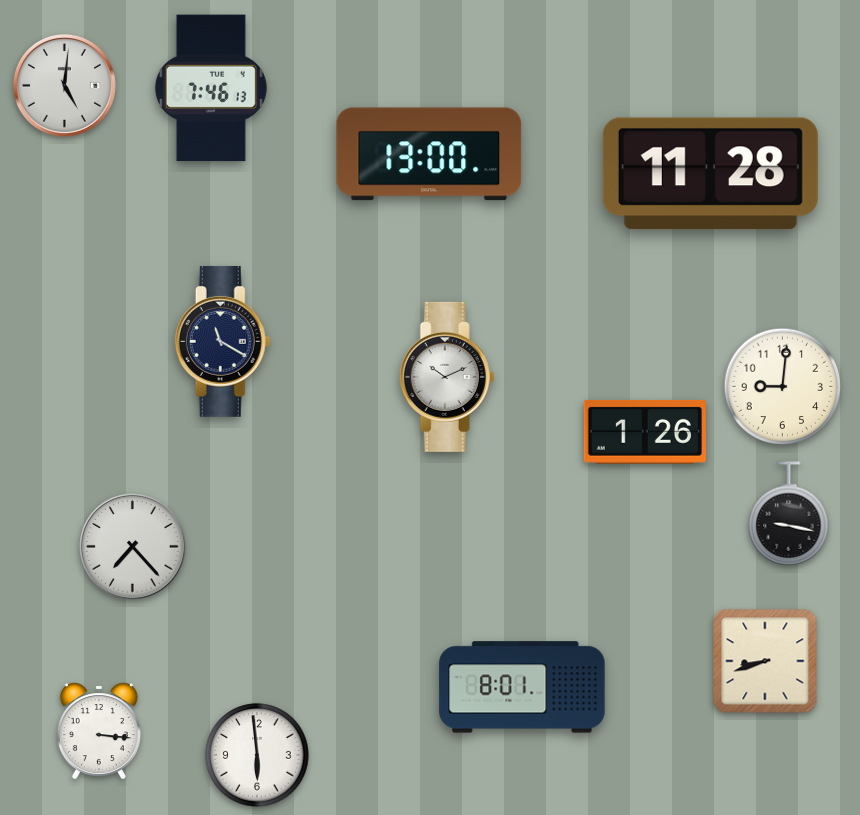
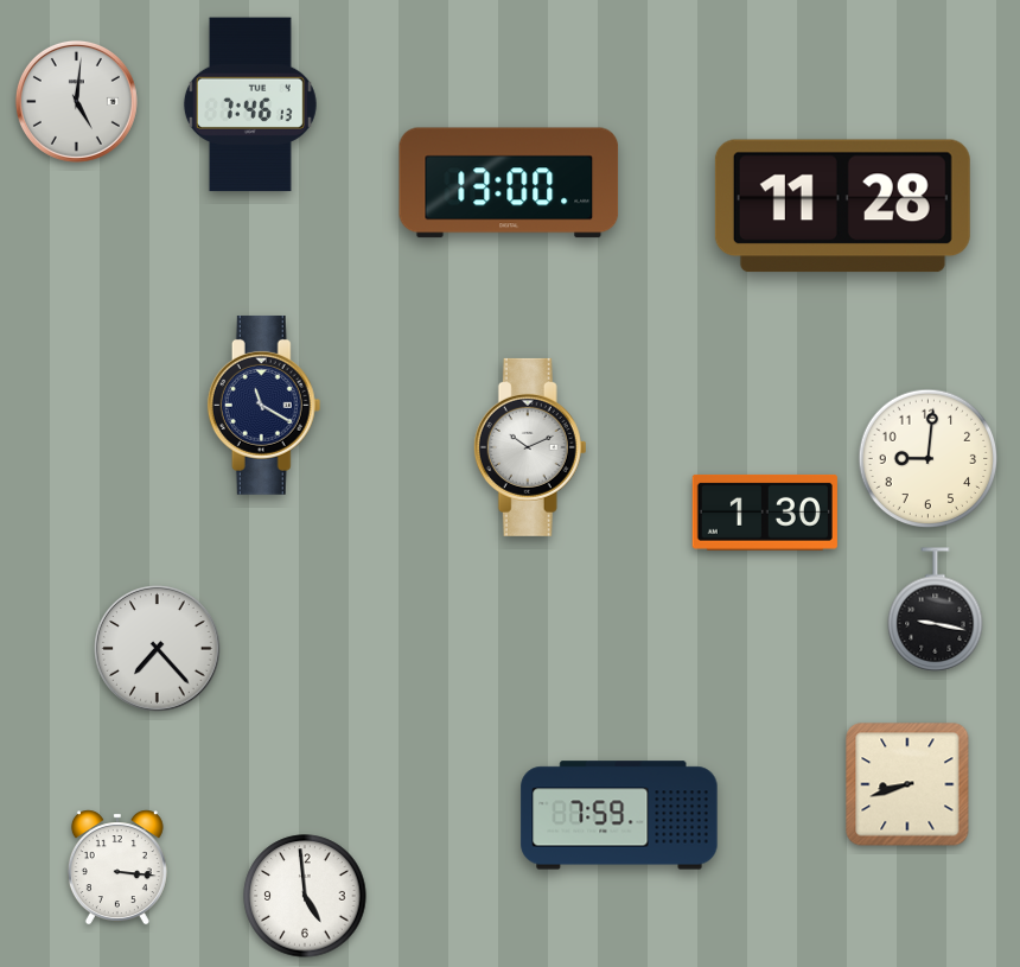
clock at (645, 432): 1:26 -> 1:30
clock at (522, 687): 8:01 -> 7:59
clock at (257, 755): 5:59 -> 4:59
